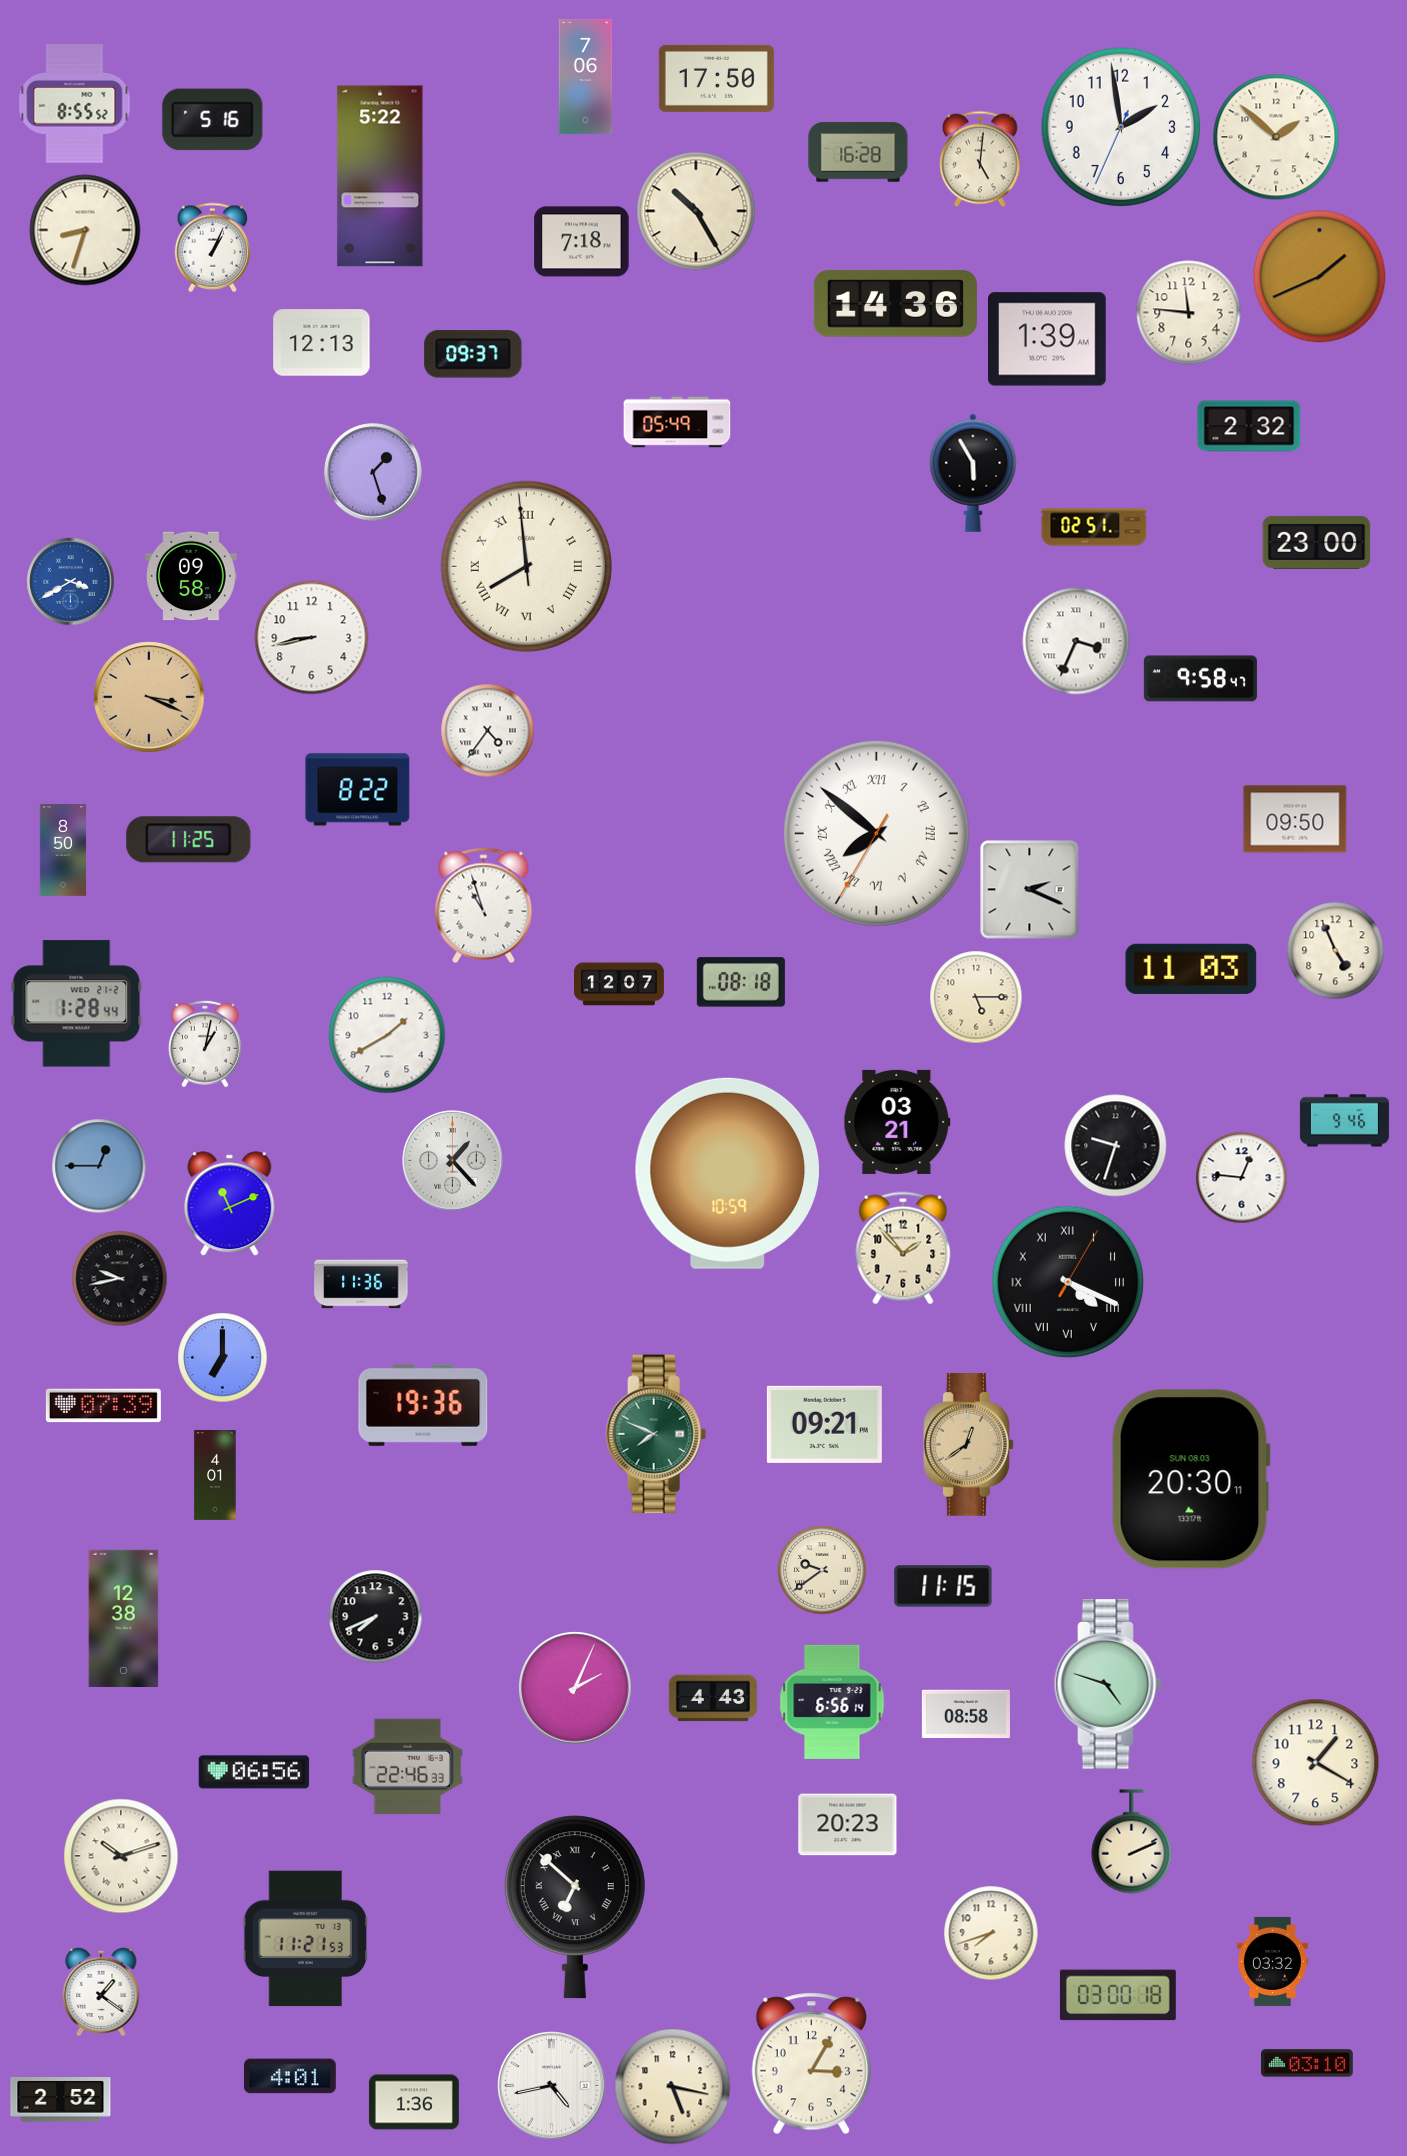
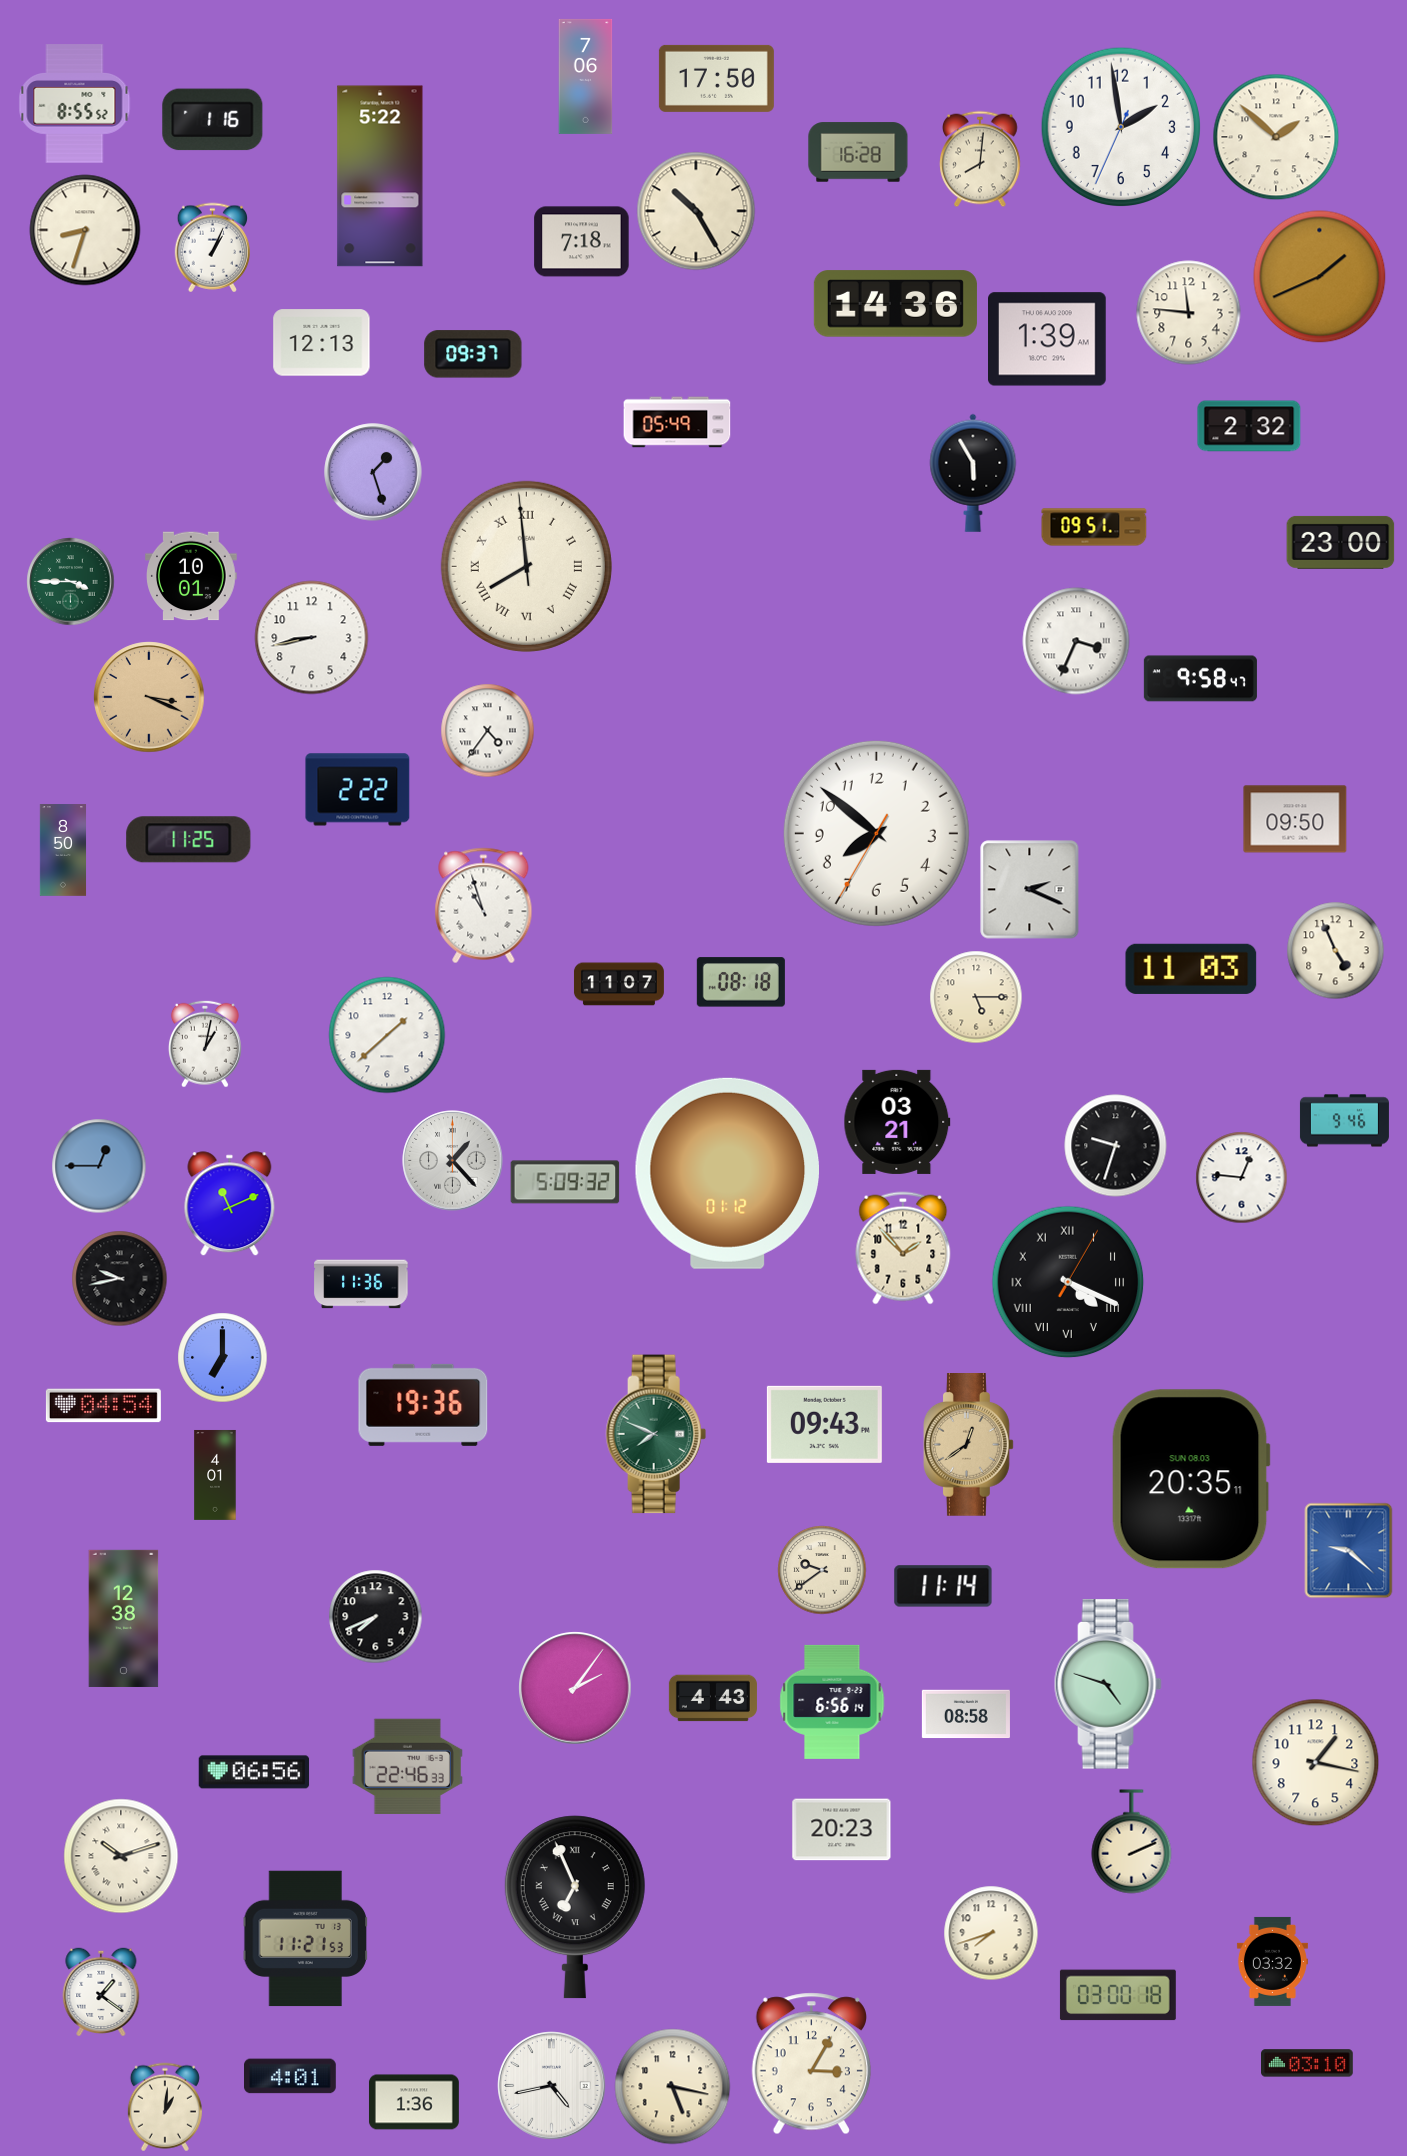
clock at (213, 120): 5:16 -> 1:16
clock at (980, 159): 5:01 -> 8:01
clock at (1094, 527): 02:51 -> 09:51
clock at (1317, 542) position: (1317, 542) -> (1341, 542)
clock at (191, 576): 09:58 -> 10:01
clock at (71, 582): 3:40 -> 3:45
clock at (71, 582) dial: blue -> green
clock at (358, 790): 8:22 -> 2:22
clock at (876, 833) numerals: Roman -> Arabic
clock at (619, 984): 12:07 -> 11:07
clock at (77, 1004): 1:28 -> none
clock at (387, 1035): 1:40 -> 1:38
clock at (727, 1173): 10:59 -> 01:12
clock at (565, 1182): none -> 5:09
clock at (103, 1406): 07:39 -> 04:54
clock at (824, 1424): 09:21 -> 09:43
clock at (1191, 1479): 20:30 -> 20:35
clock at (1349, 1551): none -> 9:22
clock at (943, 1586): 11:15 -> 11:14
clock at (575, 1688): 2:04 -> 2:06
clock at (1316, 1763): 1:20 -> 1:17
clock at (848, 1825) position: (848, 1825) -> (842, 1830)
clock at (575, 1907): 6:52 -> 6:56
clock at (61, 2100): 2:52 -> none
clock at (165, 2107): none -> 1:01
